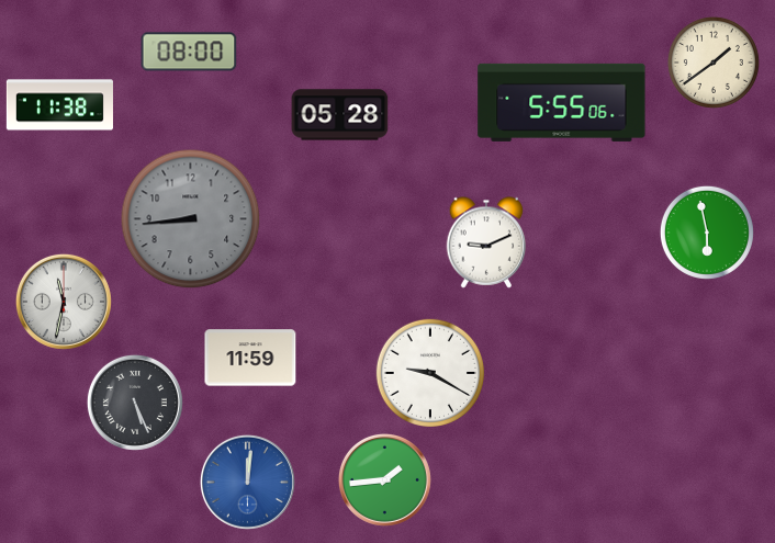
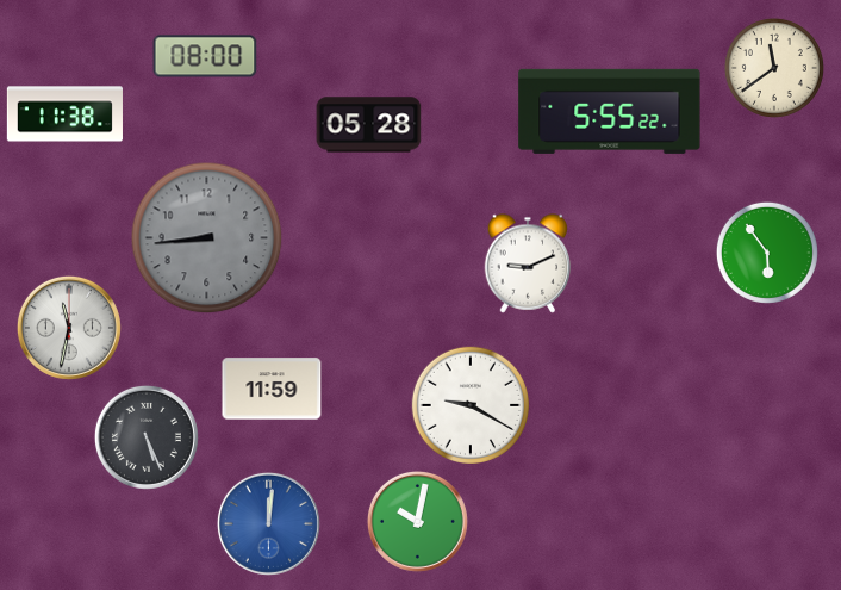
clock at (714, 63): 1:39 -> 11:39
clock at (562, 102): 5:55:06 -> 5:55:22
clock at (707, 233): 5:58 -> 5:54
clock at (429, 372) position: (429, 372) -> (469, 404)
clock at (384, 479): 1:44 -> 10:02
